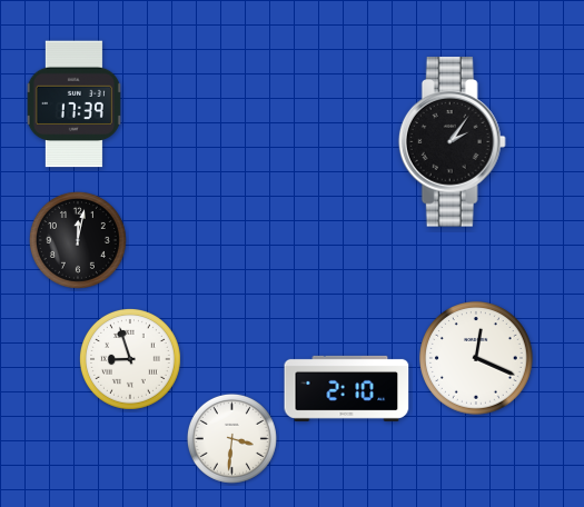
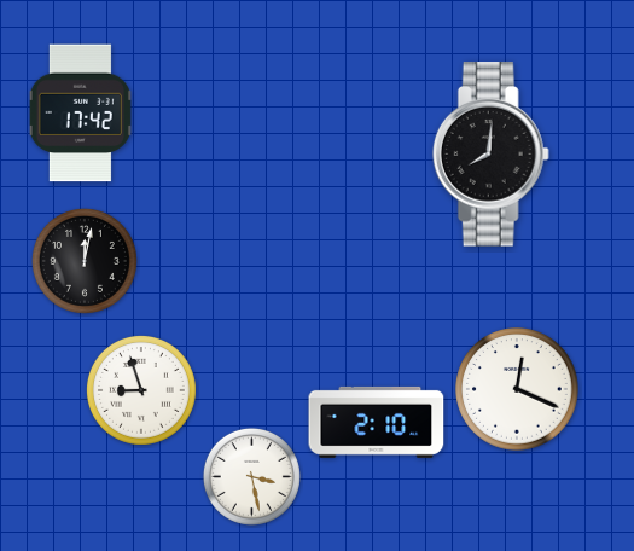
clock at (73, 105): 17:39 -> 17:42
clock at (452, 142): 2:06 -> 8:01
clock at (231, 438): 3:31 -> 3:28
